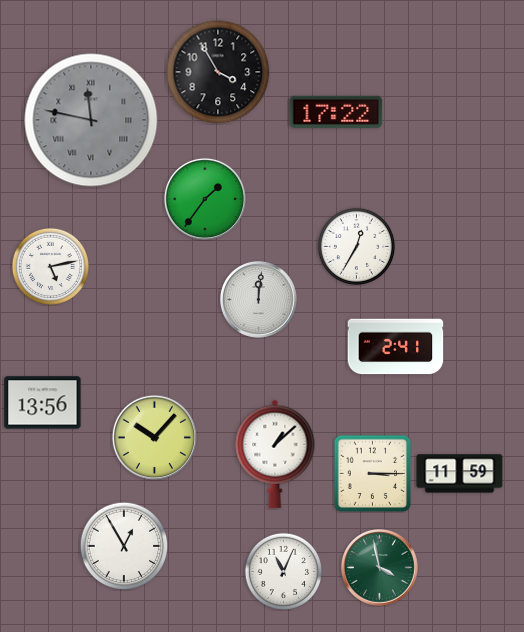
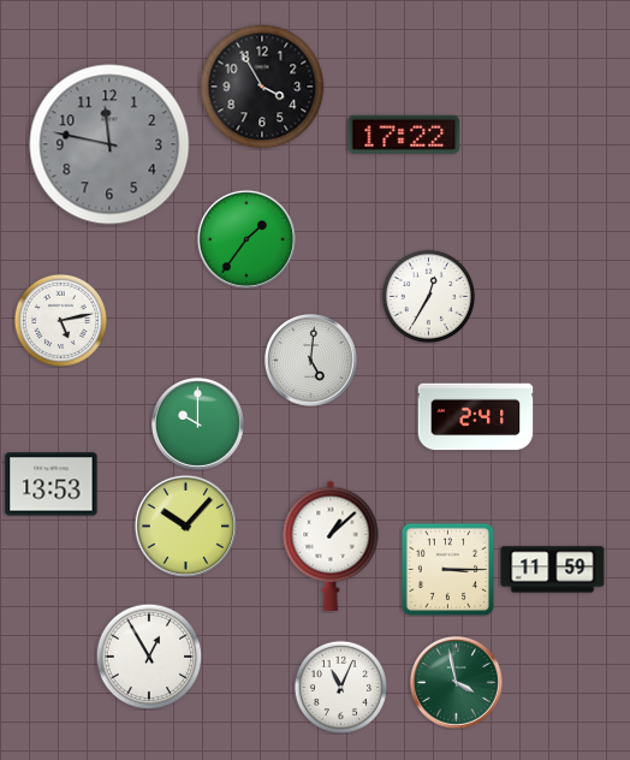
clock at (91, 120) numerals: Roman -> Arabic
clock at (259, 300): 12:01 -> 5:01
clock at (198, 424): none -> 10:00
clock at (43, 403): 13:56 -> 13:53
